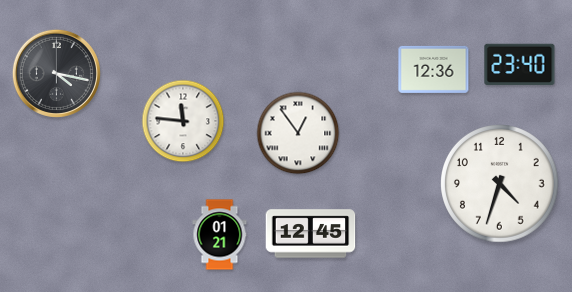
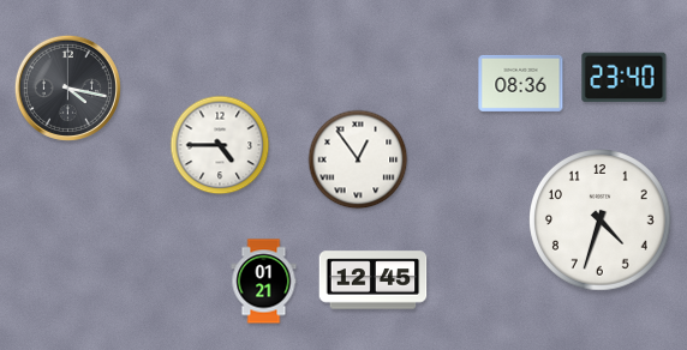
clock at (434, 69): 12:36 -> 08:36
clock at (183, 121): 11:46 -> 4:45
